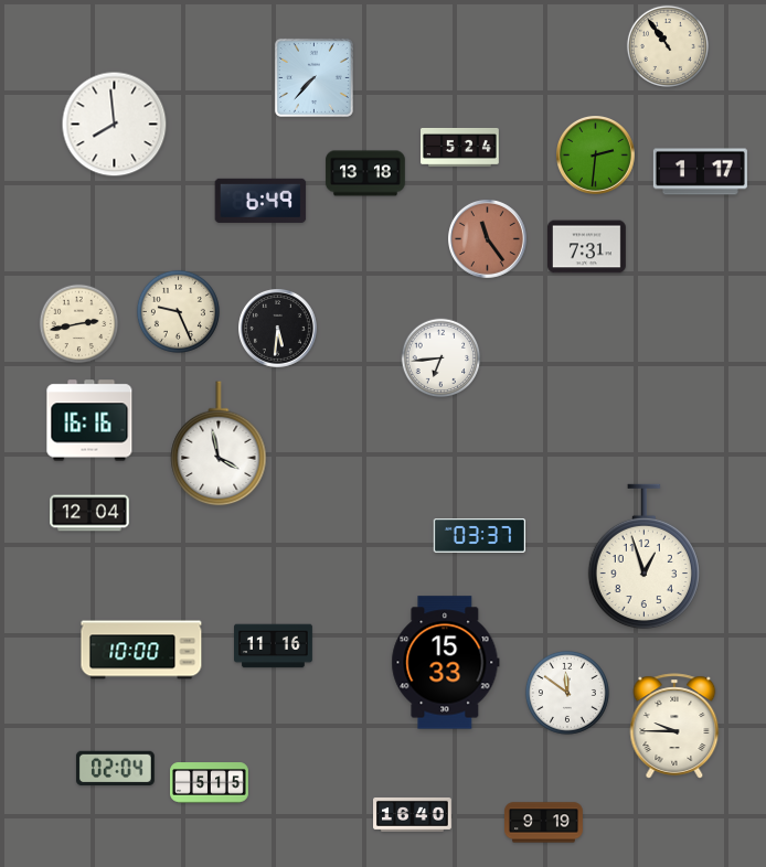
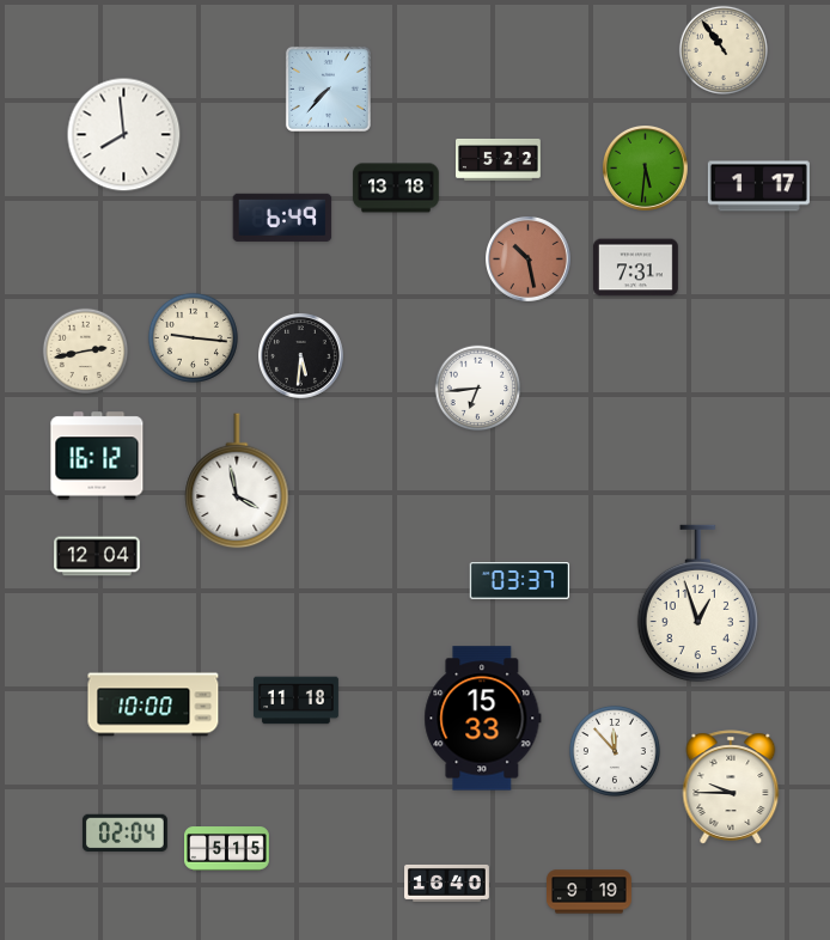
clock at (313, 77) position: (313, 77) -> (328, 88)
clock at (460, 147): 5:24 -> 5:22
clock at (596, 156): 2:31 -> 5:31
clock at (488, 239): 11:24 -> 10:28
clock at (178, 311): 9:26 -> 9:16
clock at (89, 420): 16:16 -> 16:12
clock at (274, 646): 11:16 -> 11:18
clock at (567, 693): 11:51 -> 11:53
